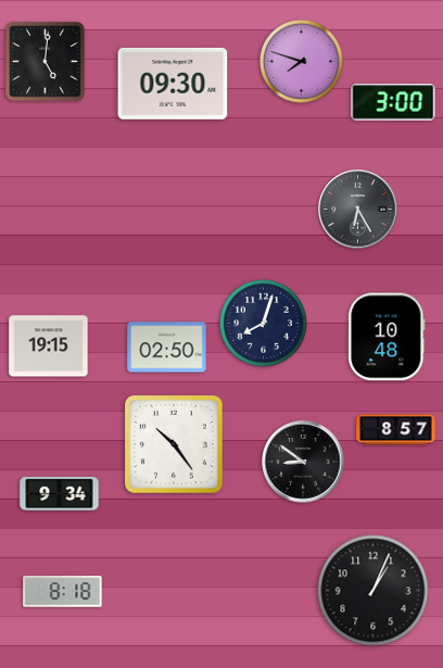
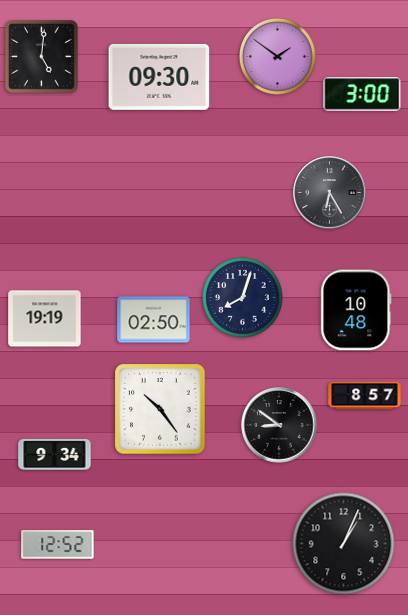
clock at (302, 62): 7:48 -> 1:51
clock at (49, 346): 19:15 -> 19:19
clock at (63, 592): 8:18 -> 12:52
